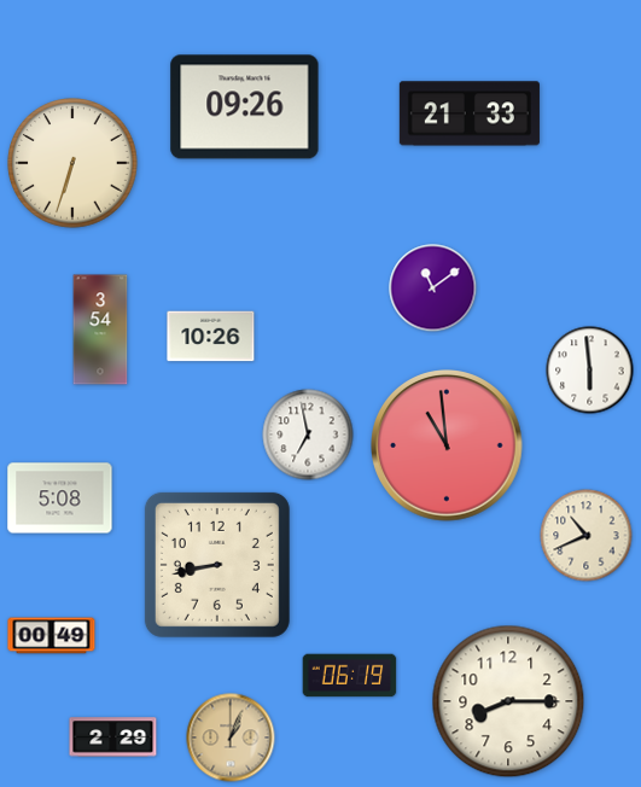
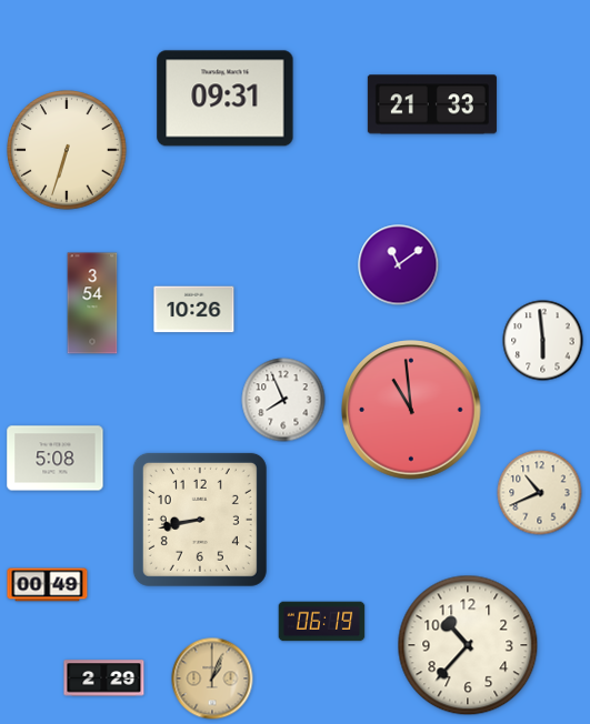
clock at (245, 107): 09:26 -> 09:31
clock at (308, 435): 6:58 -> 7:56
clock at (508, 701): 8:15 -> 10:37
